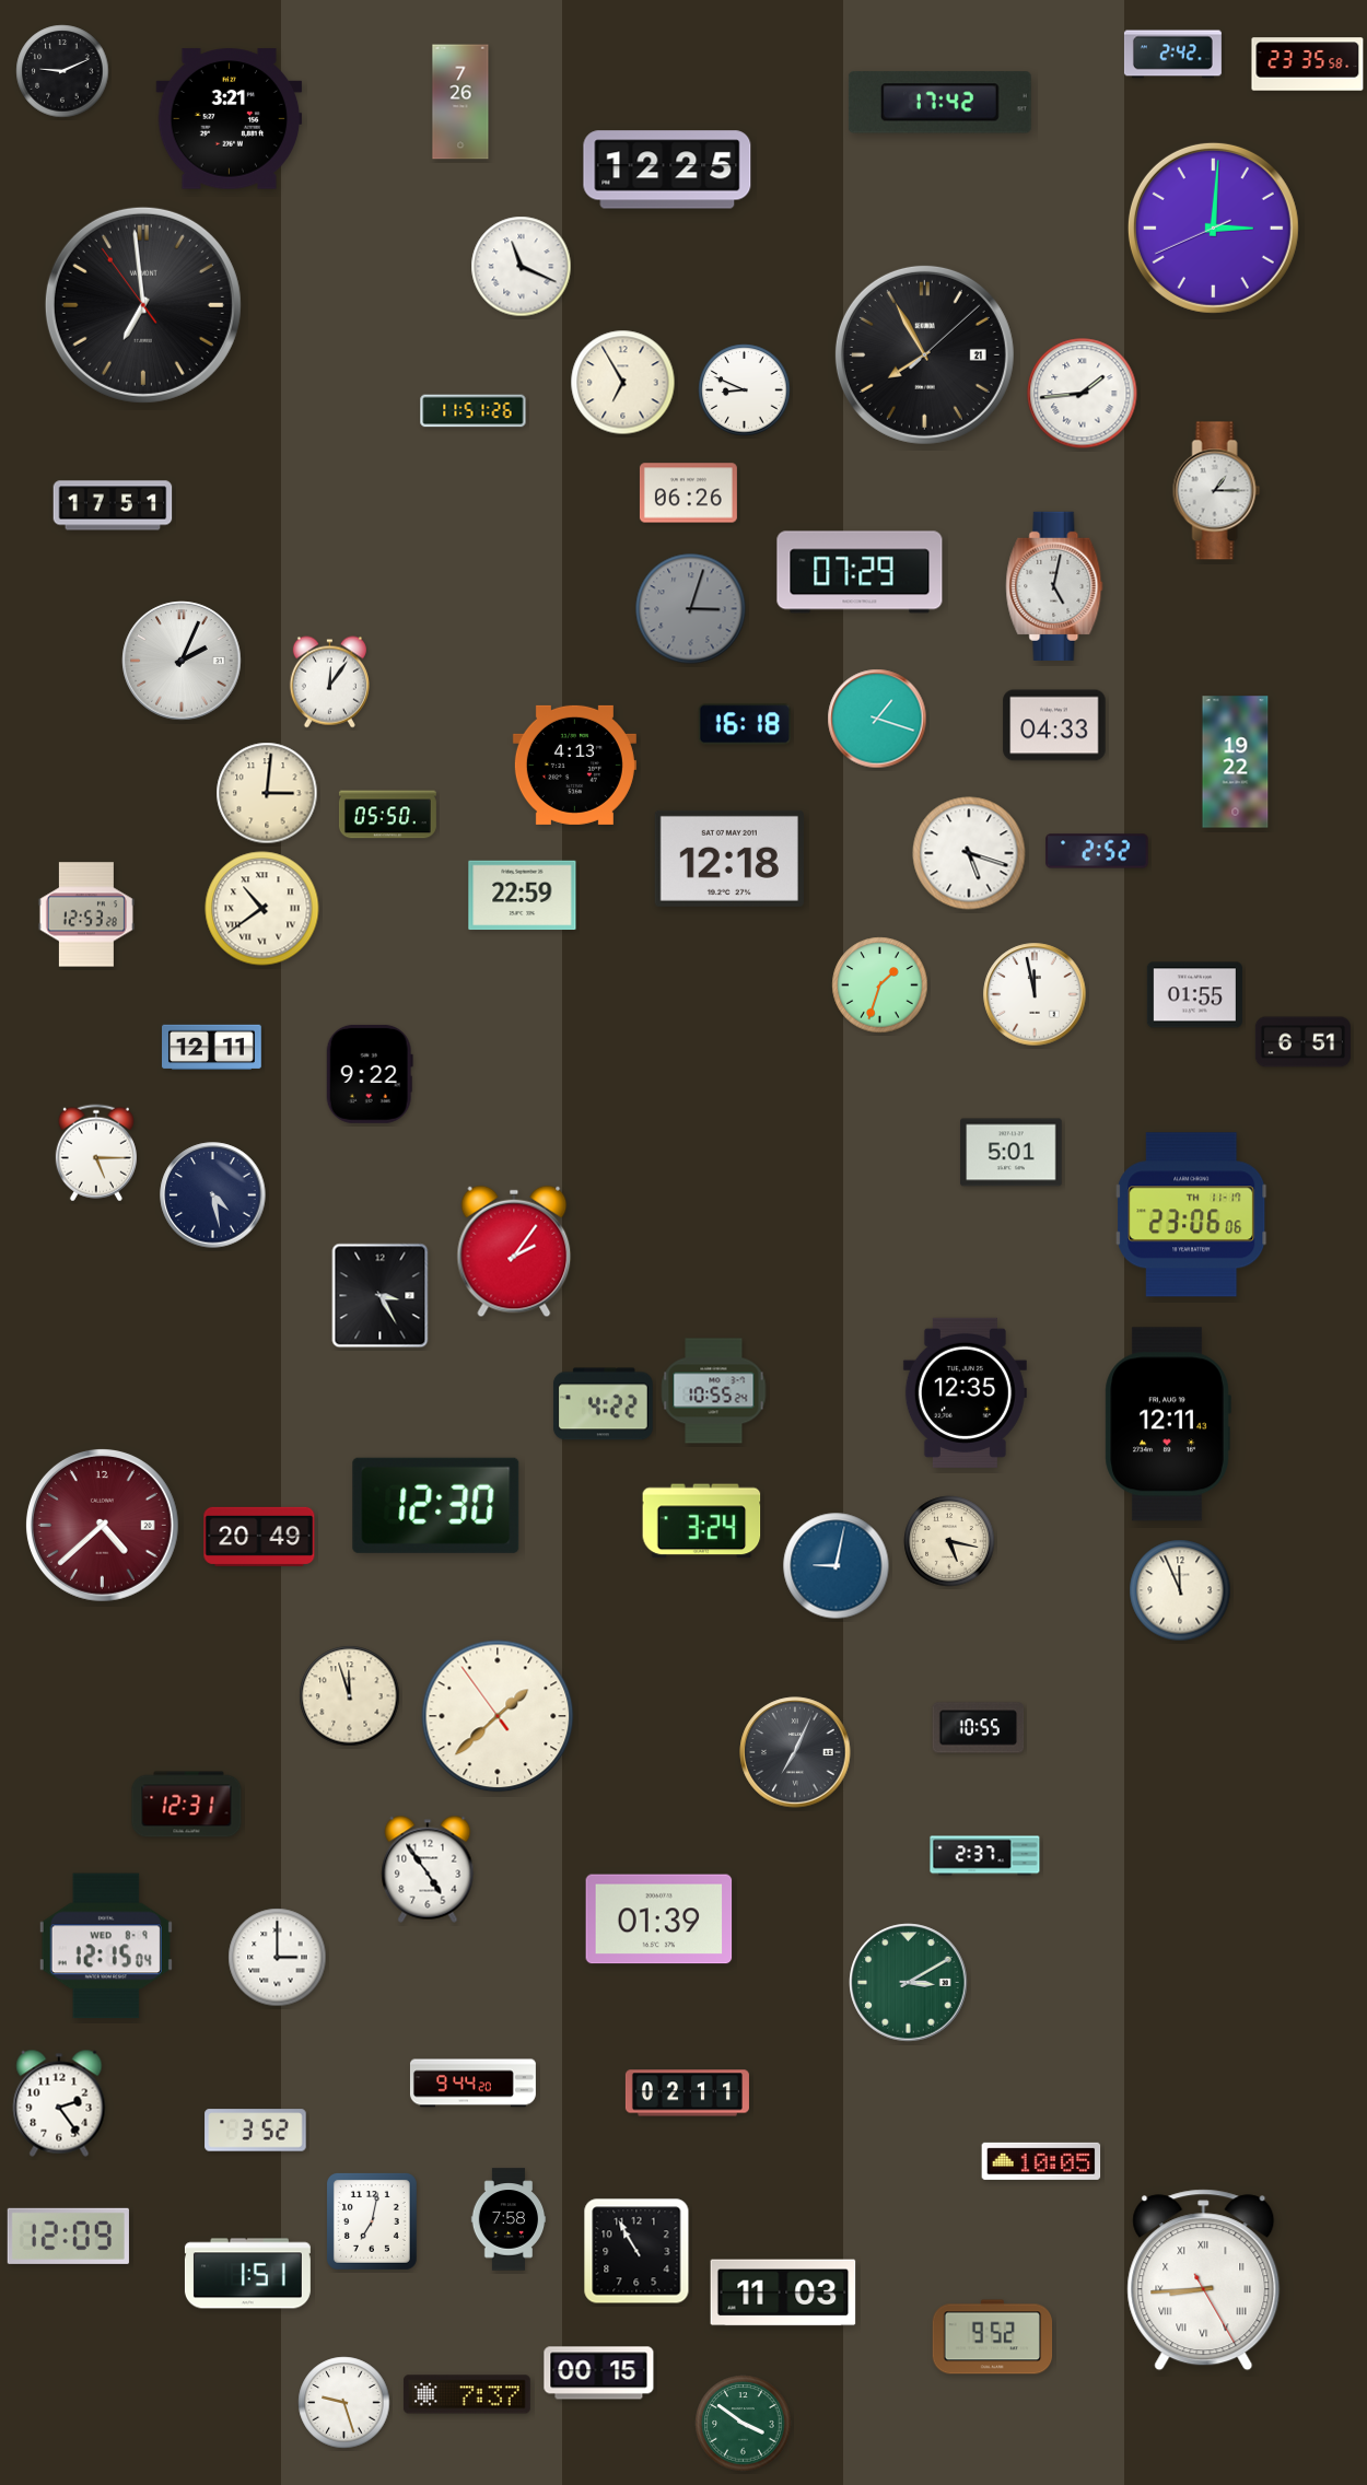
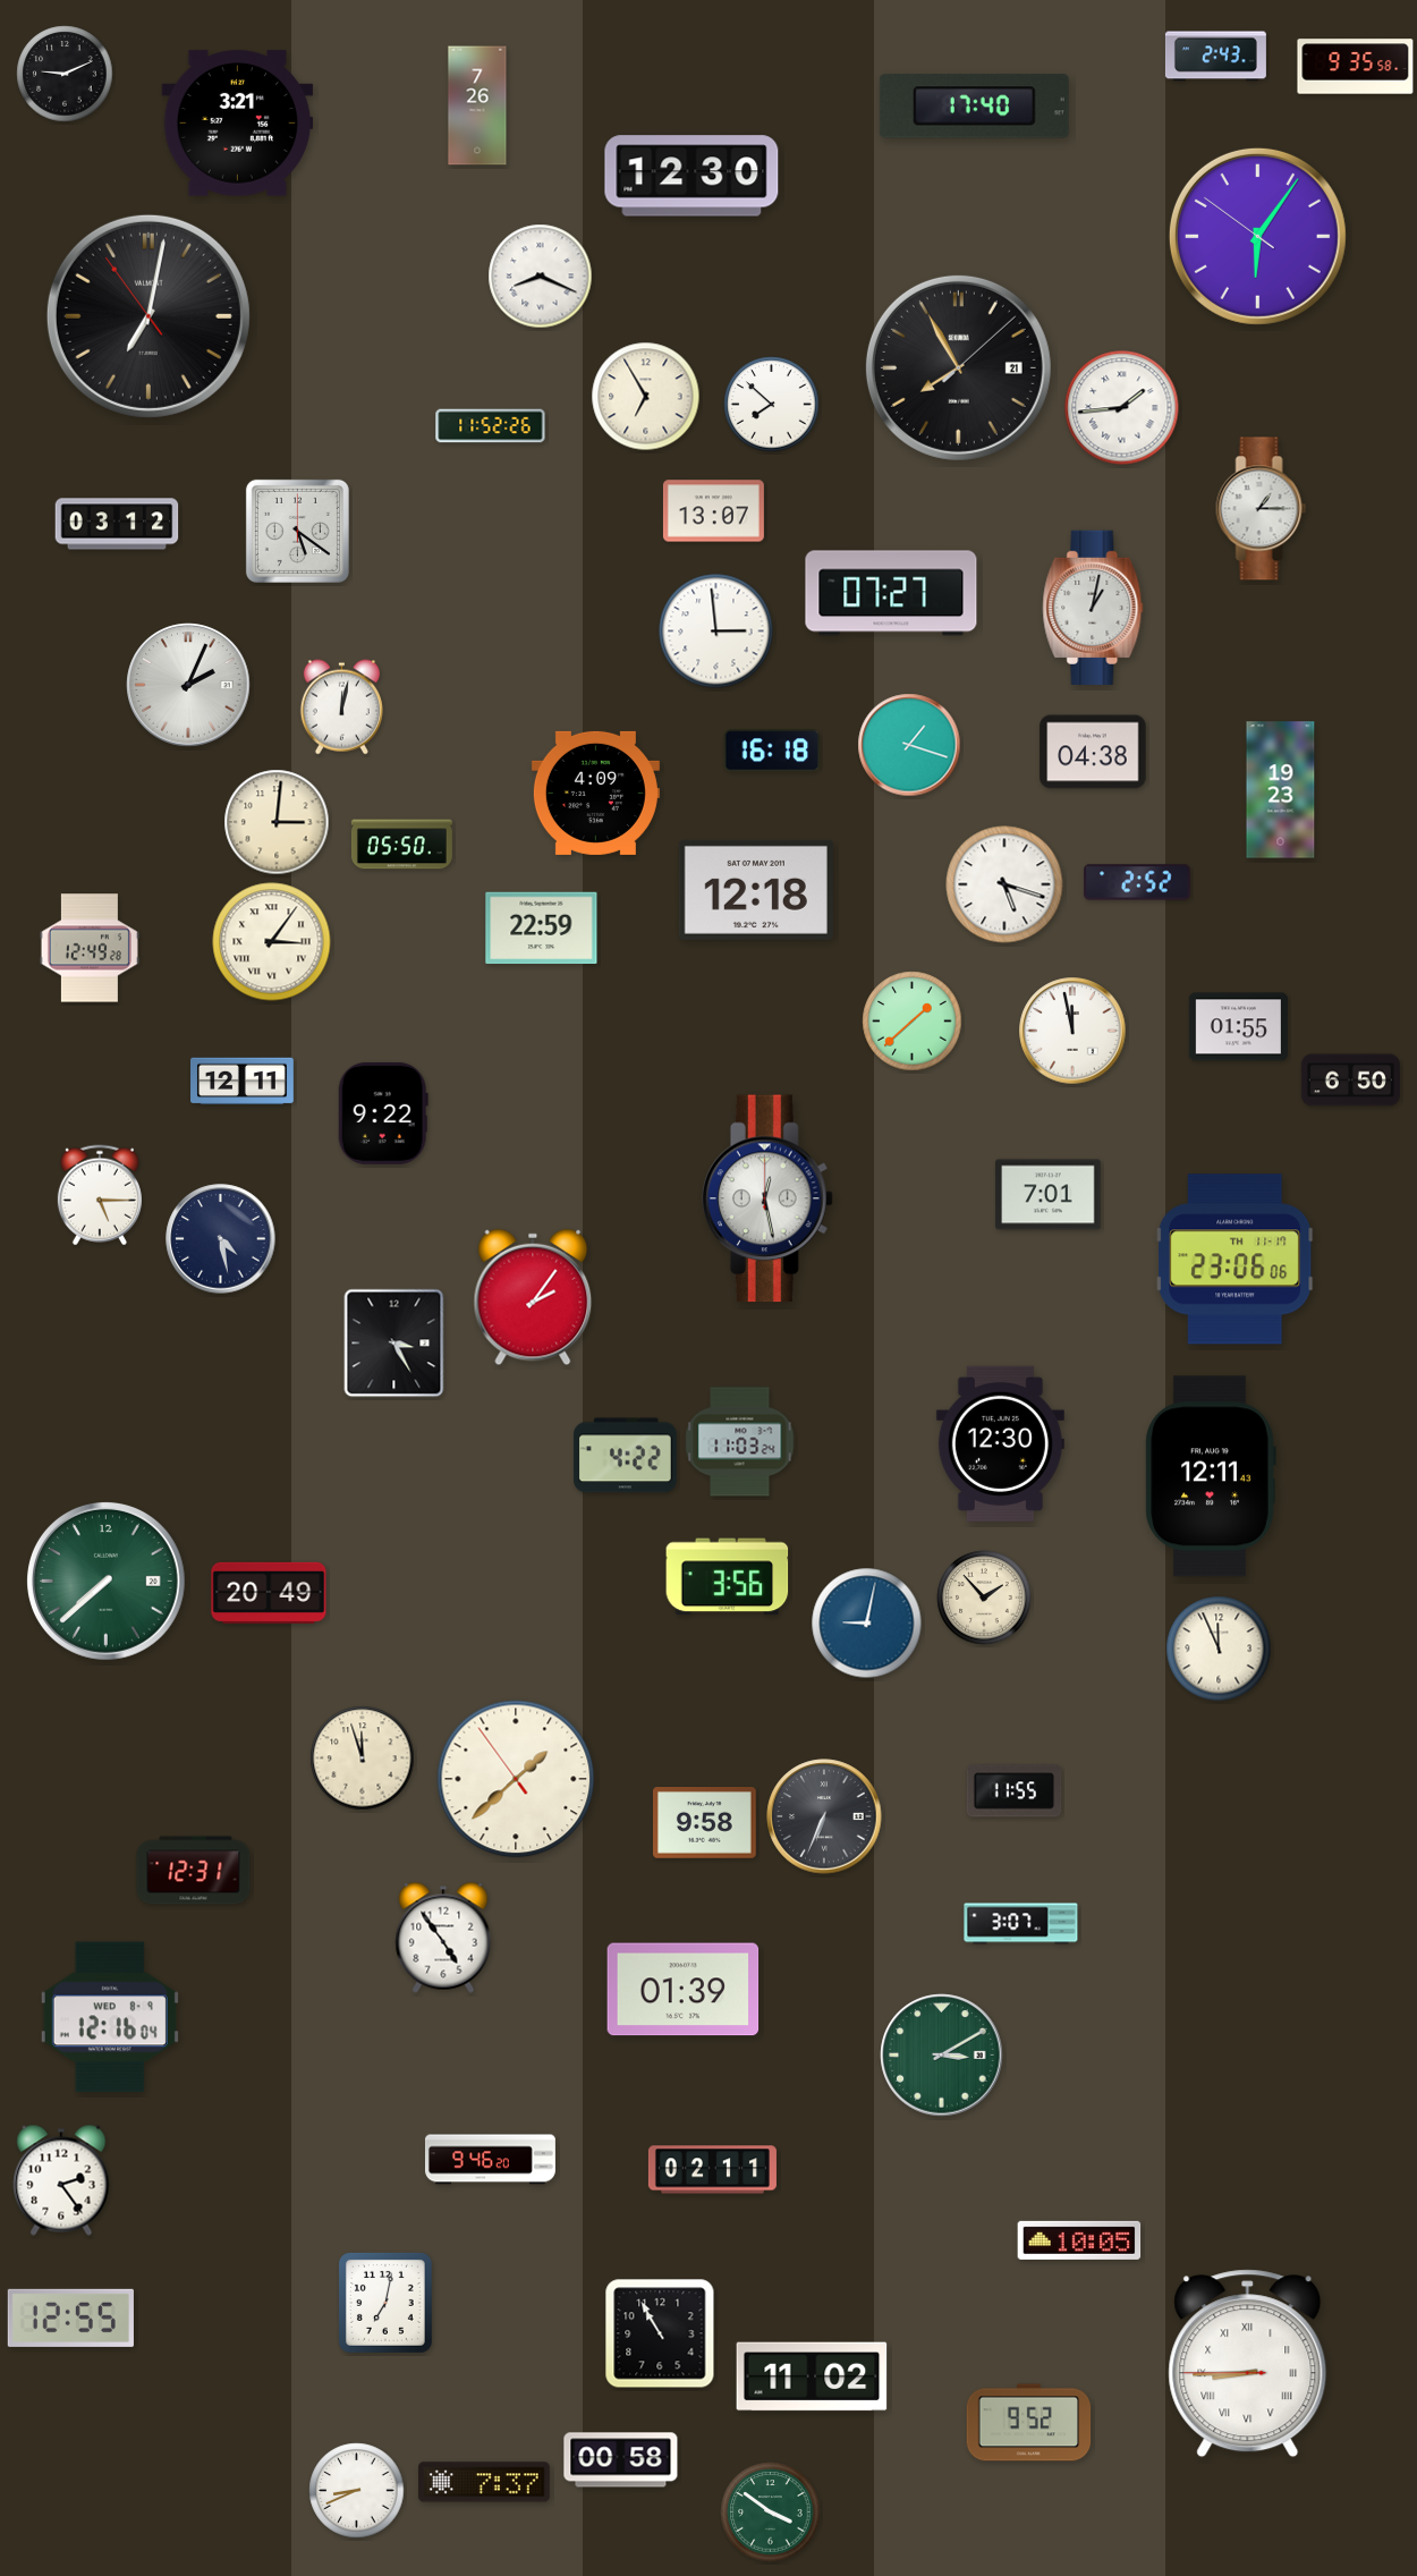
clock at (1172, 55): 2:42 -> 2:43
clock at (1308, 65): 23:35 -> 9:35
clock at (939, 103): 17:42 -> 17:40
clock at (667, 170): 12:25 -> 12:30
clock at (1213, 227): 3:00 -> 6:05
clock at (522, 267): 11:19 -> 8:19
clock at (143, 305): 6:58 -> 7:01
clock at (745, 390): 8:49 -> 7:52
clock at (474, 411): 11:51 -> 11:52
clock at (688, 493): 06:26 -> 13:07
clock at (113, 505): 17:51 -> 03:12
clock at (297, 531): none -> 5:21
clock at (860, 572): 07:29 -> 07:27
clock at (1054, 586): 5:02 -> 1:02
clock at (691, 609): 3:03 -> 2:59
clock at (691, 609) dial: grey -> white
clock at (329, 682): 12:06 -> 12:02
clock at (1054, 725): 04:33 -> 04:38
clock at (1236, 762): 19:22 -> 19:23
clock at (574, 765): 4:13 -> 4:09
clock at (262, 909): 10:39 -> 3:06
clock at (86, 914): 12:53 -> 12:49
clock at (880, 985): 1:33 -> 1:38
clock at (1194, 995) position: (1194, 995) -> (1238, 1027)
clock at (1302, 1042): 6:51 -> 6:50
clock at (212, 1048) position: (212, 1048) -> (243, 1082)
clock at (1012, 1153): 5:01 -> 7:01
clock at (767, 1198): none -> 12:28
clock at (714, 1391): 10:55 -> 11:03
clock at (965, 1392): 12:35 -> 12:30
clock at (436, 1505): 12:30 -> none
clock at (702, 1521): 3:24 -> 3:56
clock at (102, 1525): 4:38 -> 7:38
clock at (102, 1525) dial: burgundy -> green
clock at (949, 1541): 5:17 -> 1:53
clock at (1180, 1590) position: (1180, 1590) -> (1219, 1649)
clock at (979, 1728): 10:55 -> 11:55
clock at (795, 1752): 7:04 -> 6:34
clock at (705, 1823): none -> 9:58
clock at (985, 1856): 2:37 -> 3:07
clock at (106, 1946): 12:15 -> 12:16
clock at (278, 1958): 3:00 -> none
clock at (472, 2084): 9:44 -> 9:46
clock at (256, 2131): 3:52 -> none
clock at (509, 2219): 7:58 -> none
clock at (68, 2236): 12:09 -> 12:55
clock at (247, 2274): 1:51 -> none
clock at (1204, 2280): 8:44:25 -> 8:44:45
clock at (783, 2292): 11:03 -> 11:02
clock at (599, 2373): 00:15 -> 00:58
clock at (344, 2403): 9:27 -> 8:41
